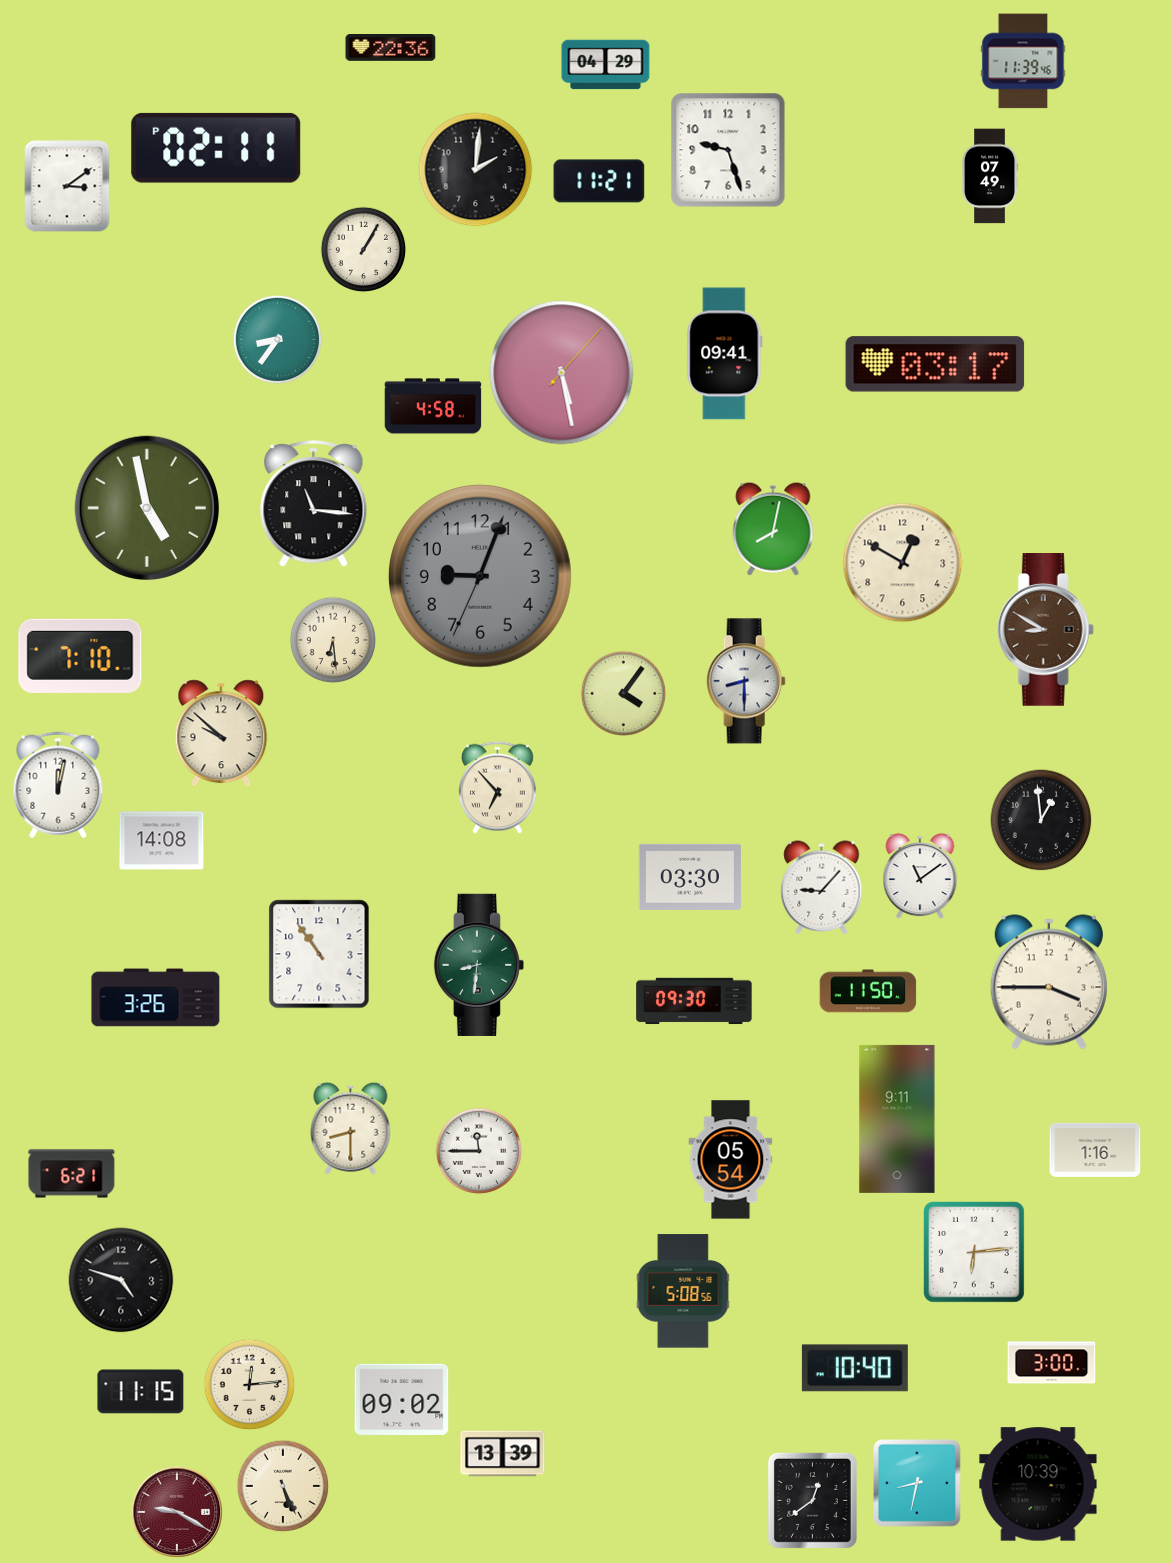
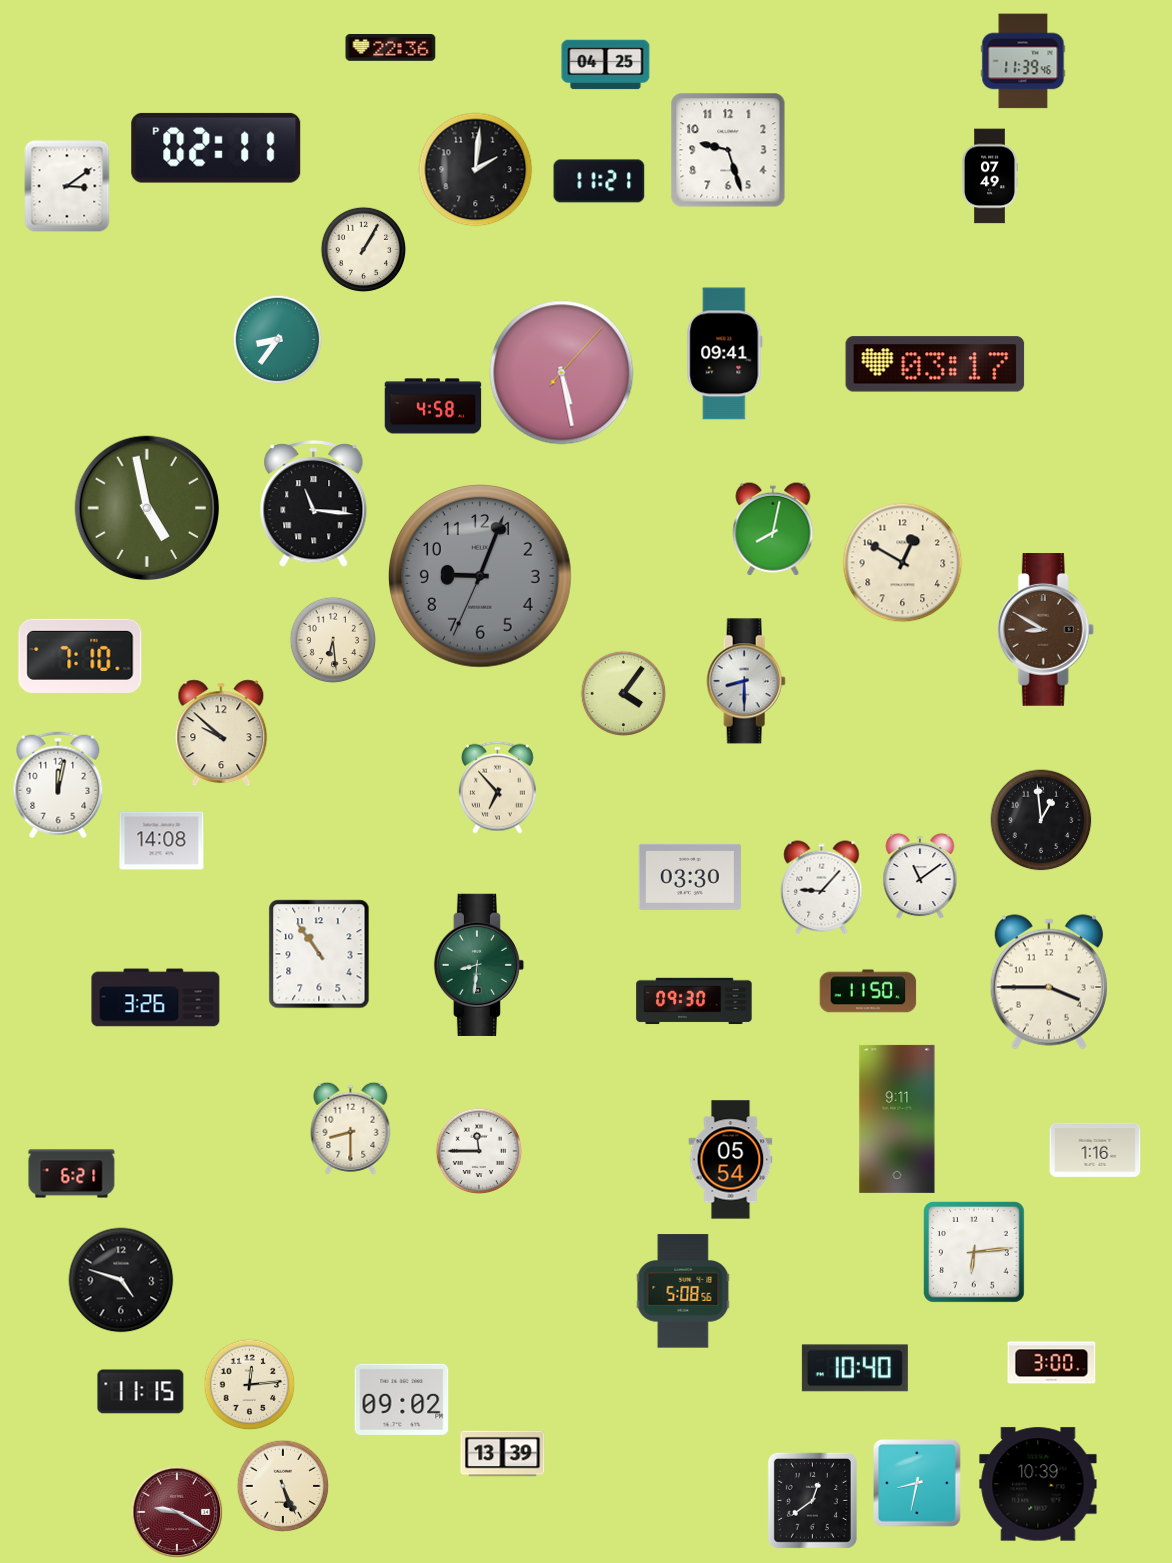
clock at (606, 65): 04:29 -> 04:25
